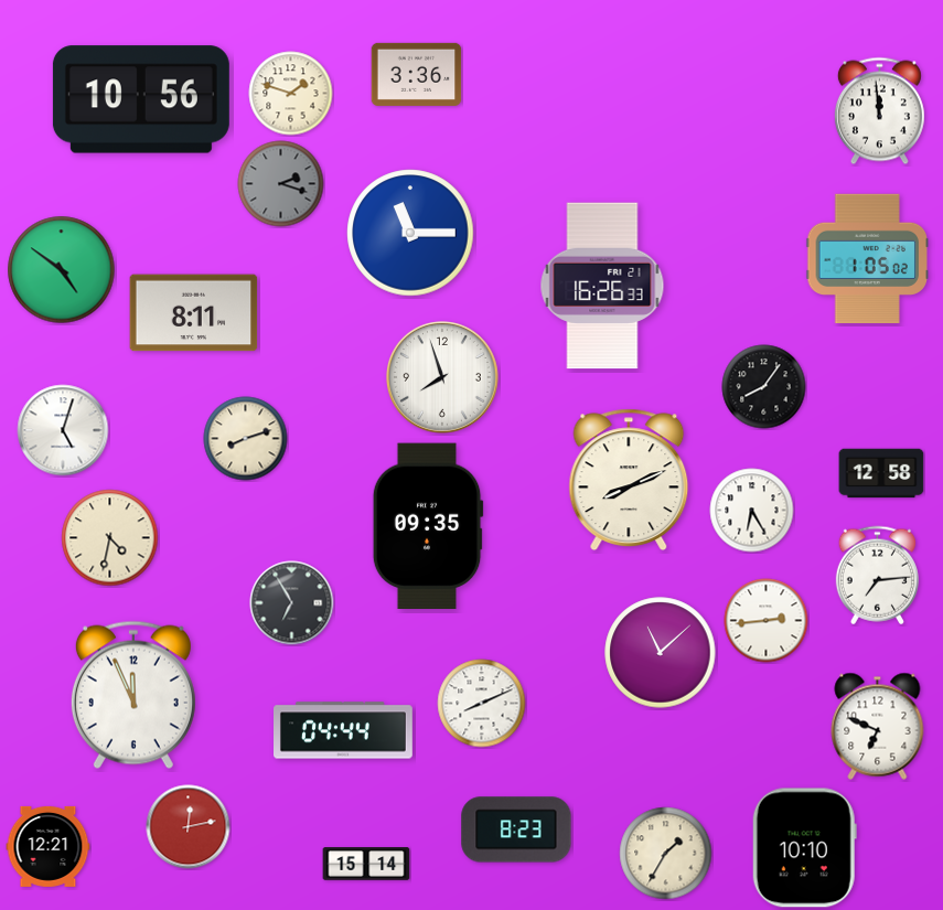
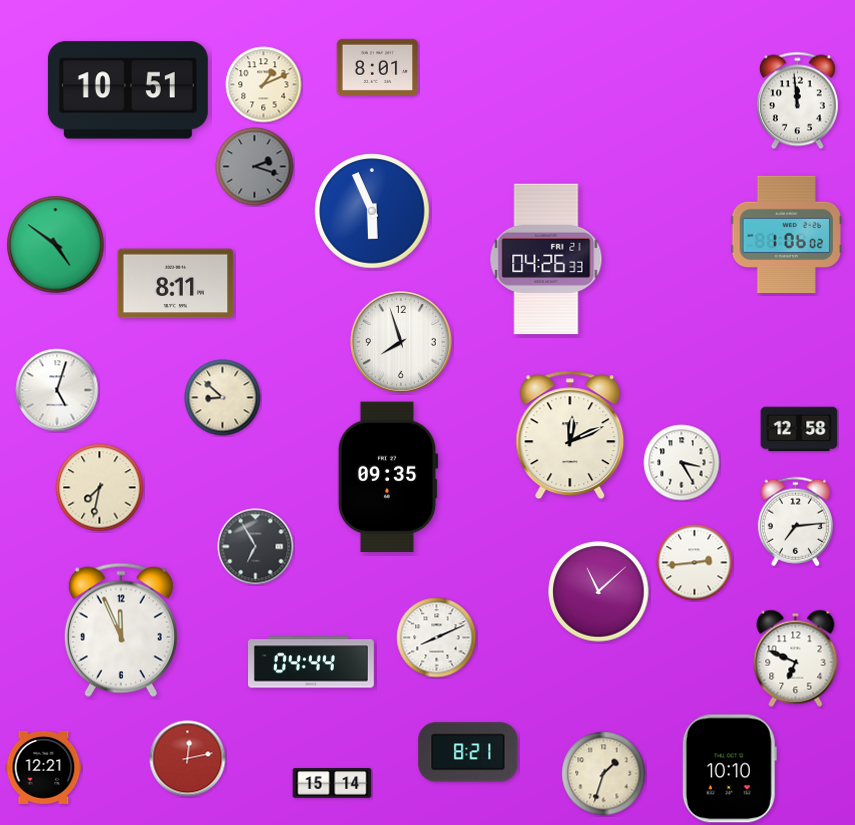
clock at (417, 74): 3:36 -> 8:01
clock at (291, 94): 1:48 -> 1:11
clock at (141, 99): 10:56 -> 10:51
clock at (410, 233): 11:15 -> 5:56
clock at (867, 259): 1:05 -> 1:06
clock at (602, 286): 16:26 -> 04:26
clock at (764, 387): 8:06 -> none
clock at (246, 439): 8:12 -> 8:52
clock at (629, 480): 8:11 -> 12:11
clock at (752, 511): 6:25 -> 3:25
clock at (110, 538): 4:32 -> 7:32
clock at (292, 603) position: (292, 603) -> (256, 547)
clock at (189, 827) position: (189, 827) -> (188, 759)
clock at (516, 829): 8:23 -> 8:21
clock at (666, 854): 1:35 -> 1:33
